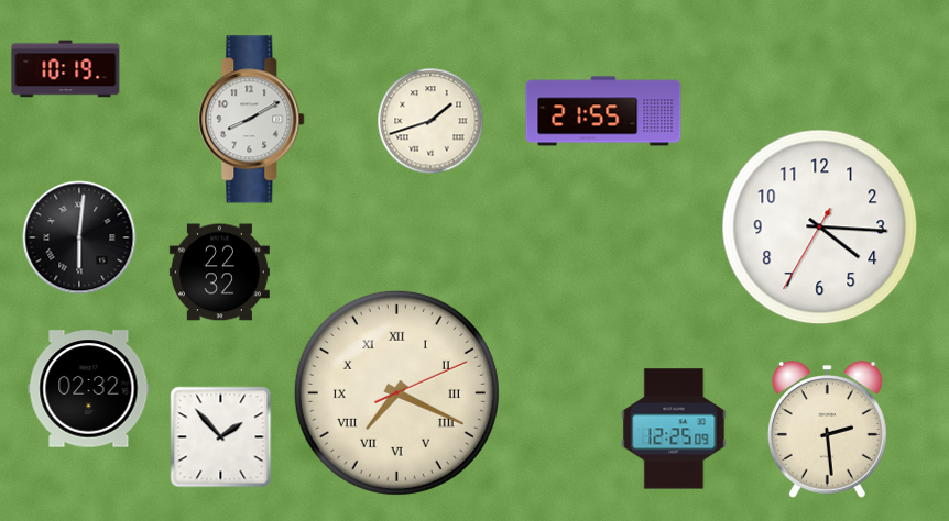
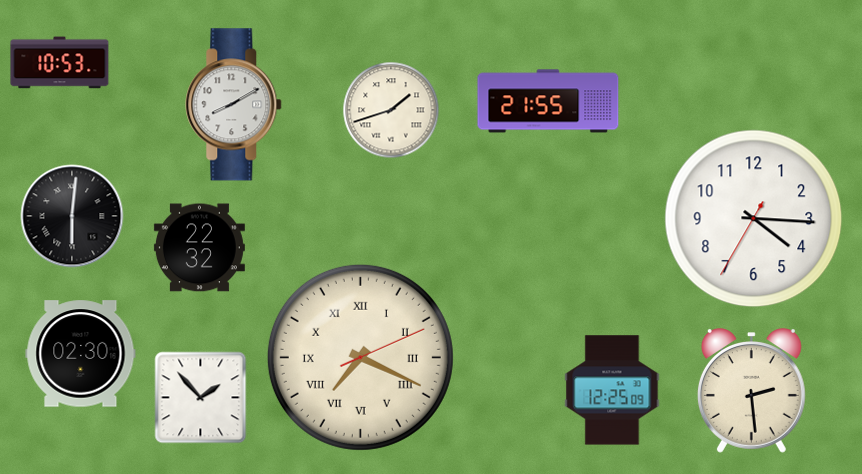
clock at (66, 69): 10:19 -> 10:53
clock at (252, 120) position: (252, 120) -> (234, 105)
clock at (820, 228) position: (820, 228) -> (754, 219)
clock at (89, 389): 02:32 -> 02:30
